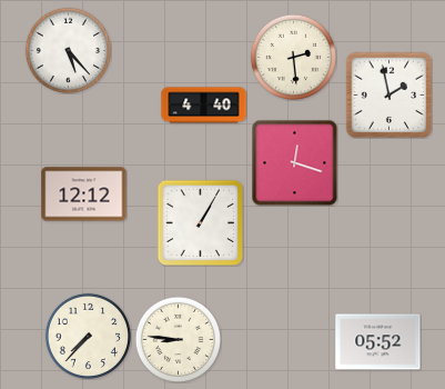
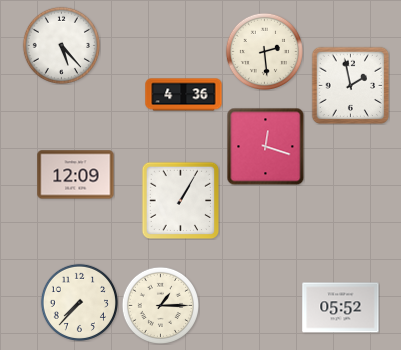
clock at (204, 106): 4:40 -> 4:36
clock at (84, 194): 12:12 -> 12:09
clock at (178, 339): 8:46 -> 1:15
